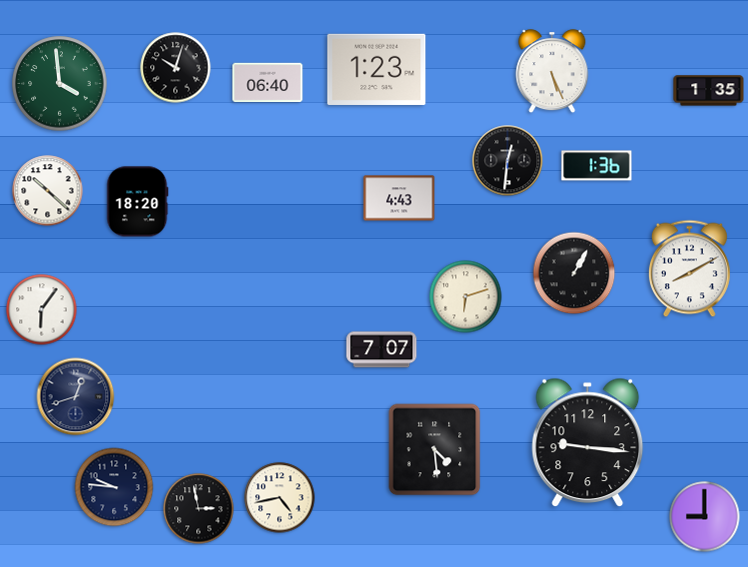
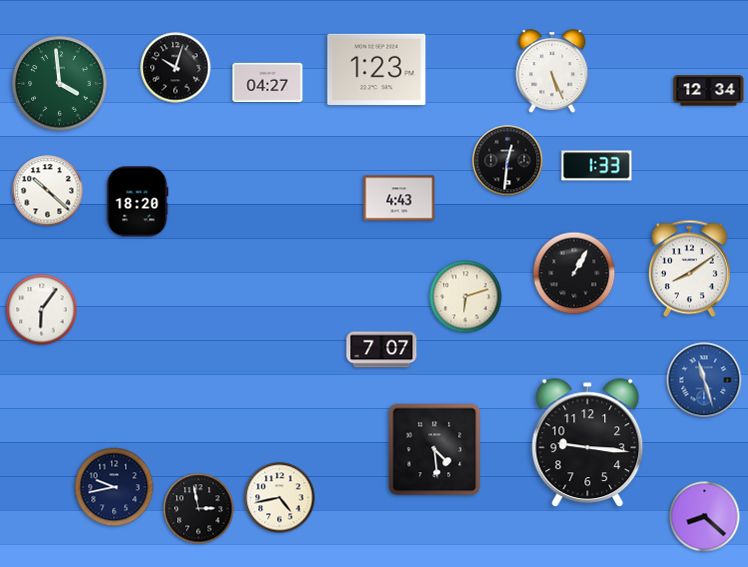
clock at (268, 83): 06:40 -> 04:27
clock at (709, 91): 1:35 -> 12:34
clock at (597, 166): 1:36 -> 1:33
clock at (689, 269): 8:10 -> 8:09
clock at (704, 380): none -> 11:27
clock at (76, 397): 12:42 -> none
clock at (114, 487): 9:46 -> 9:43
clock at (705, 517): 9:00 -> 8:22
